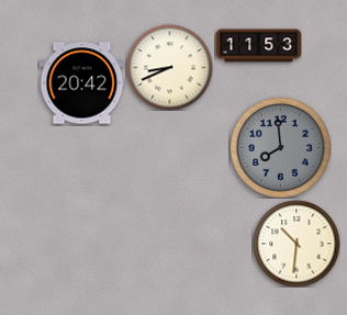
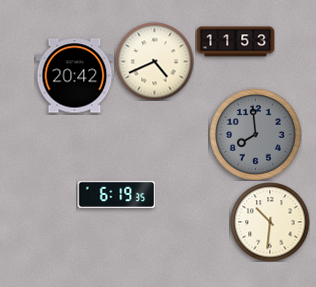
clock at (169, 67): 8:41 -> 4:41
clock at (116, 195): none -> 6:19
